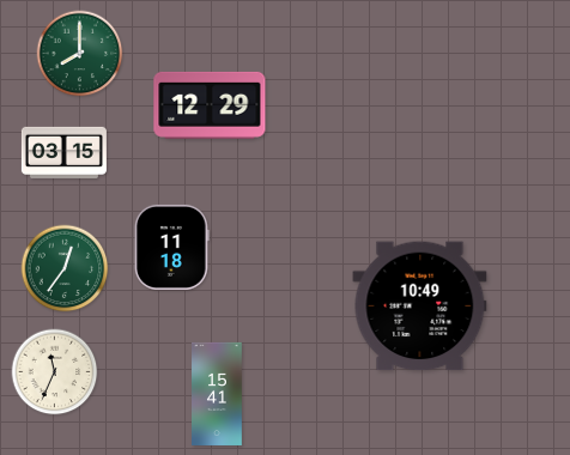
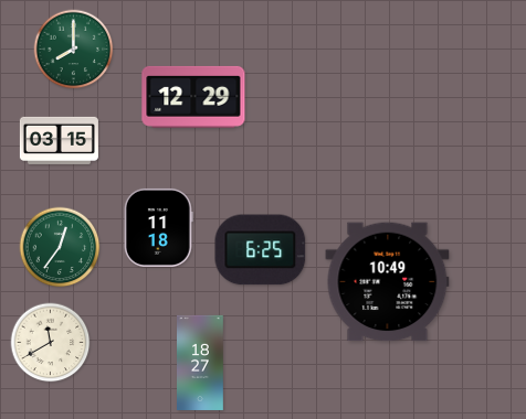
clock at (261, 250): none -> 6:25
clock at (55, 372): 11:34 -> 11:40
clock at (218, 394): 15:41 -> 18:27
